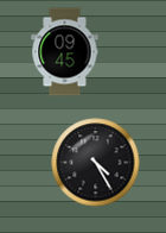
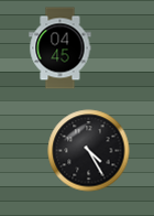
clock at (65, 52): 09:45 -> 04:45
